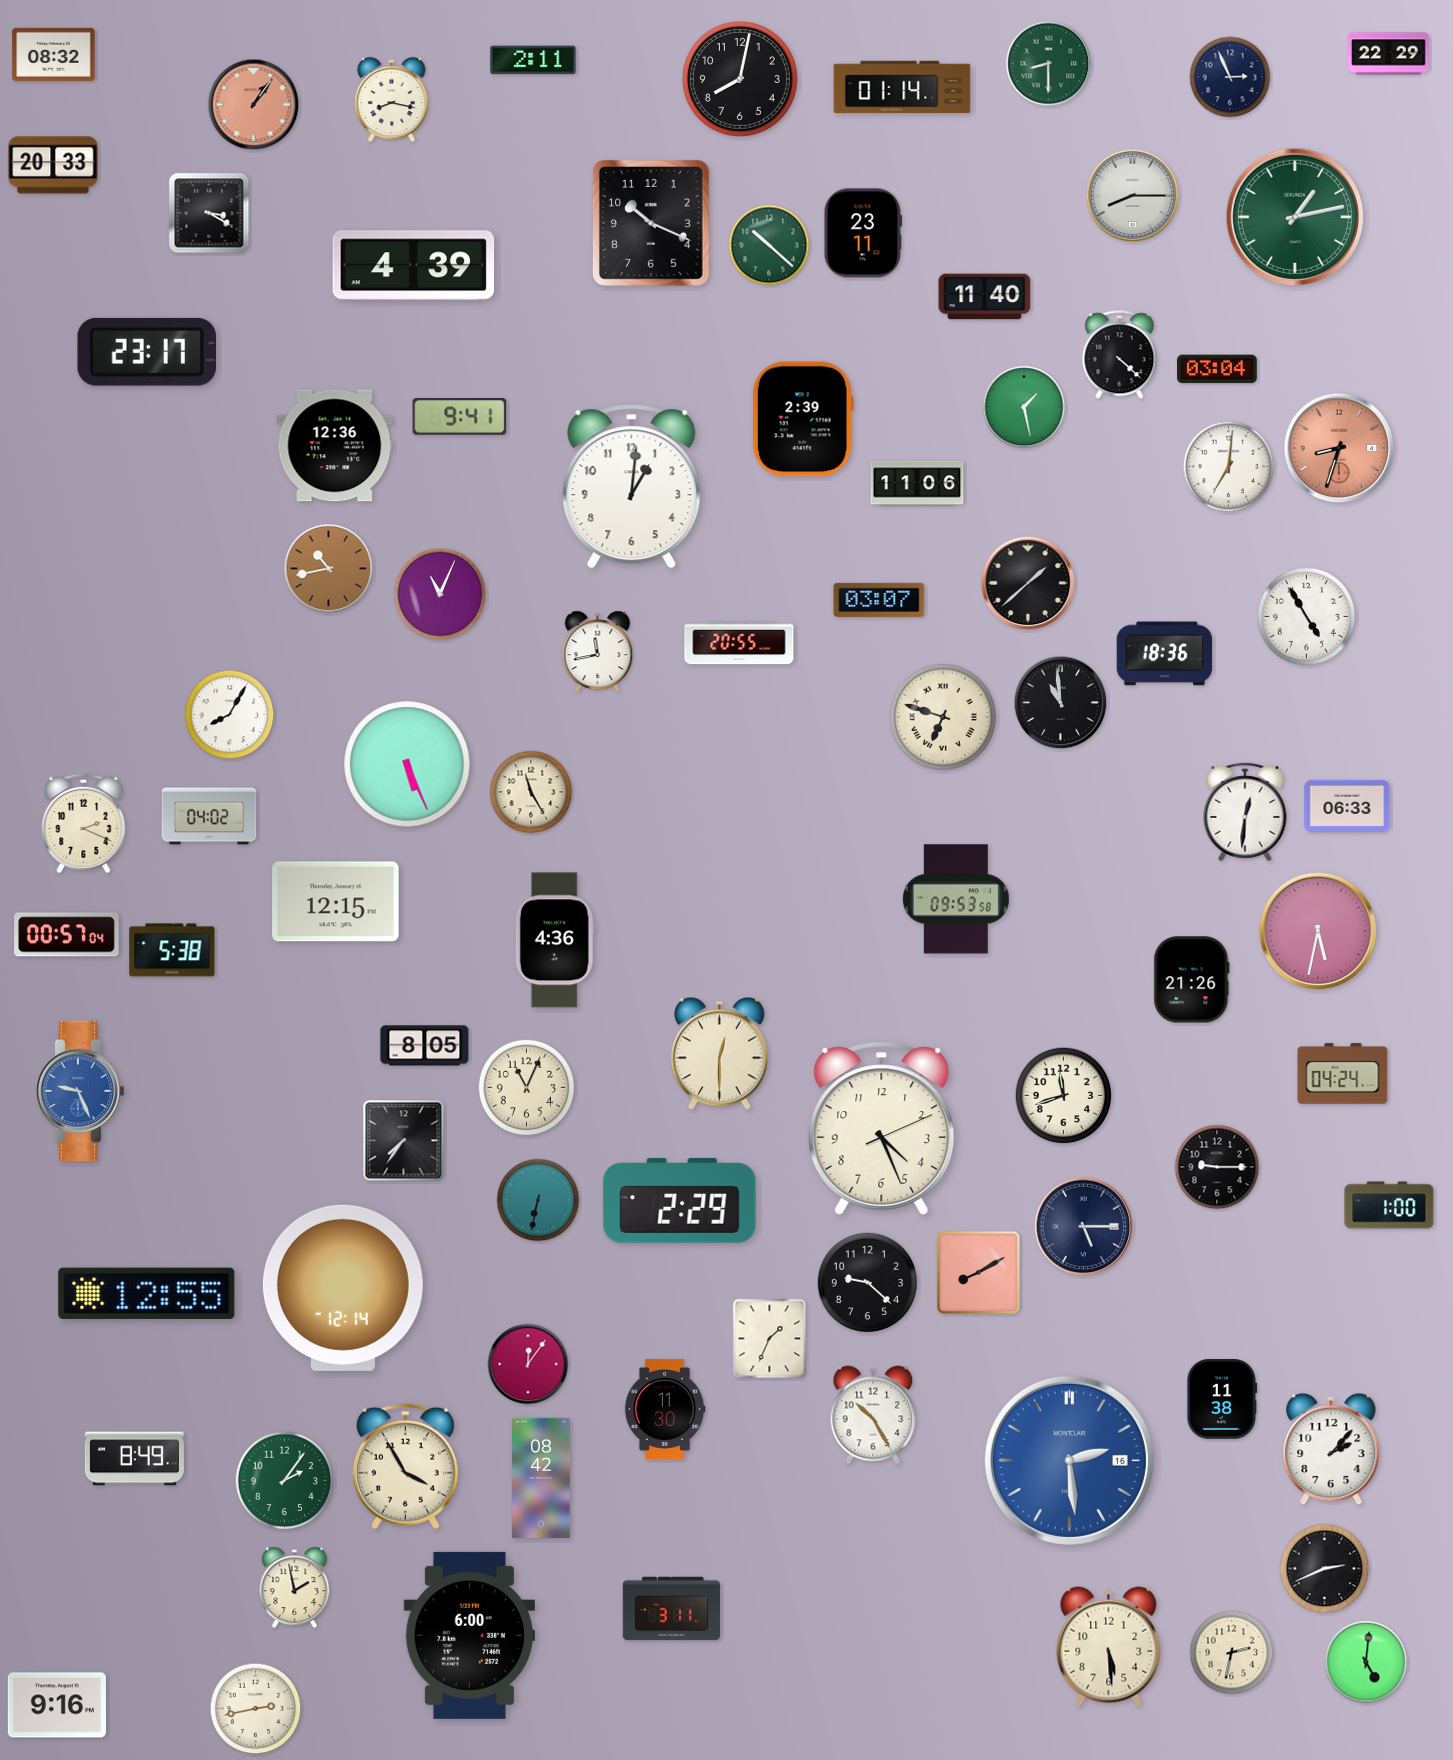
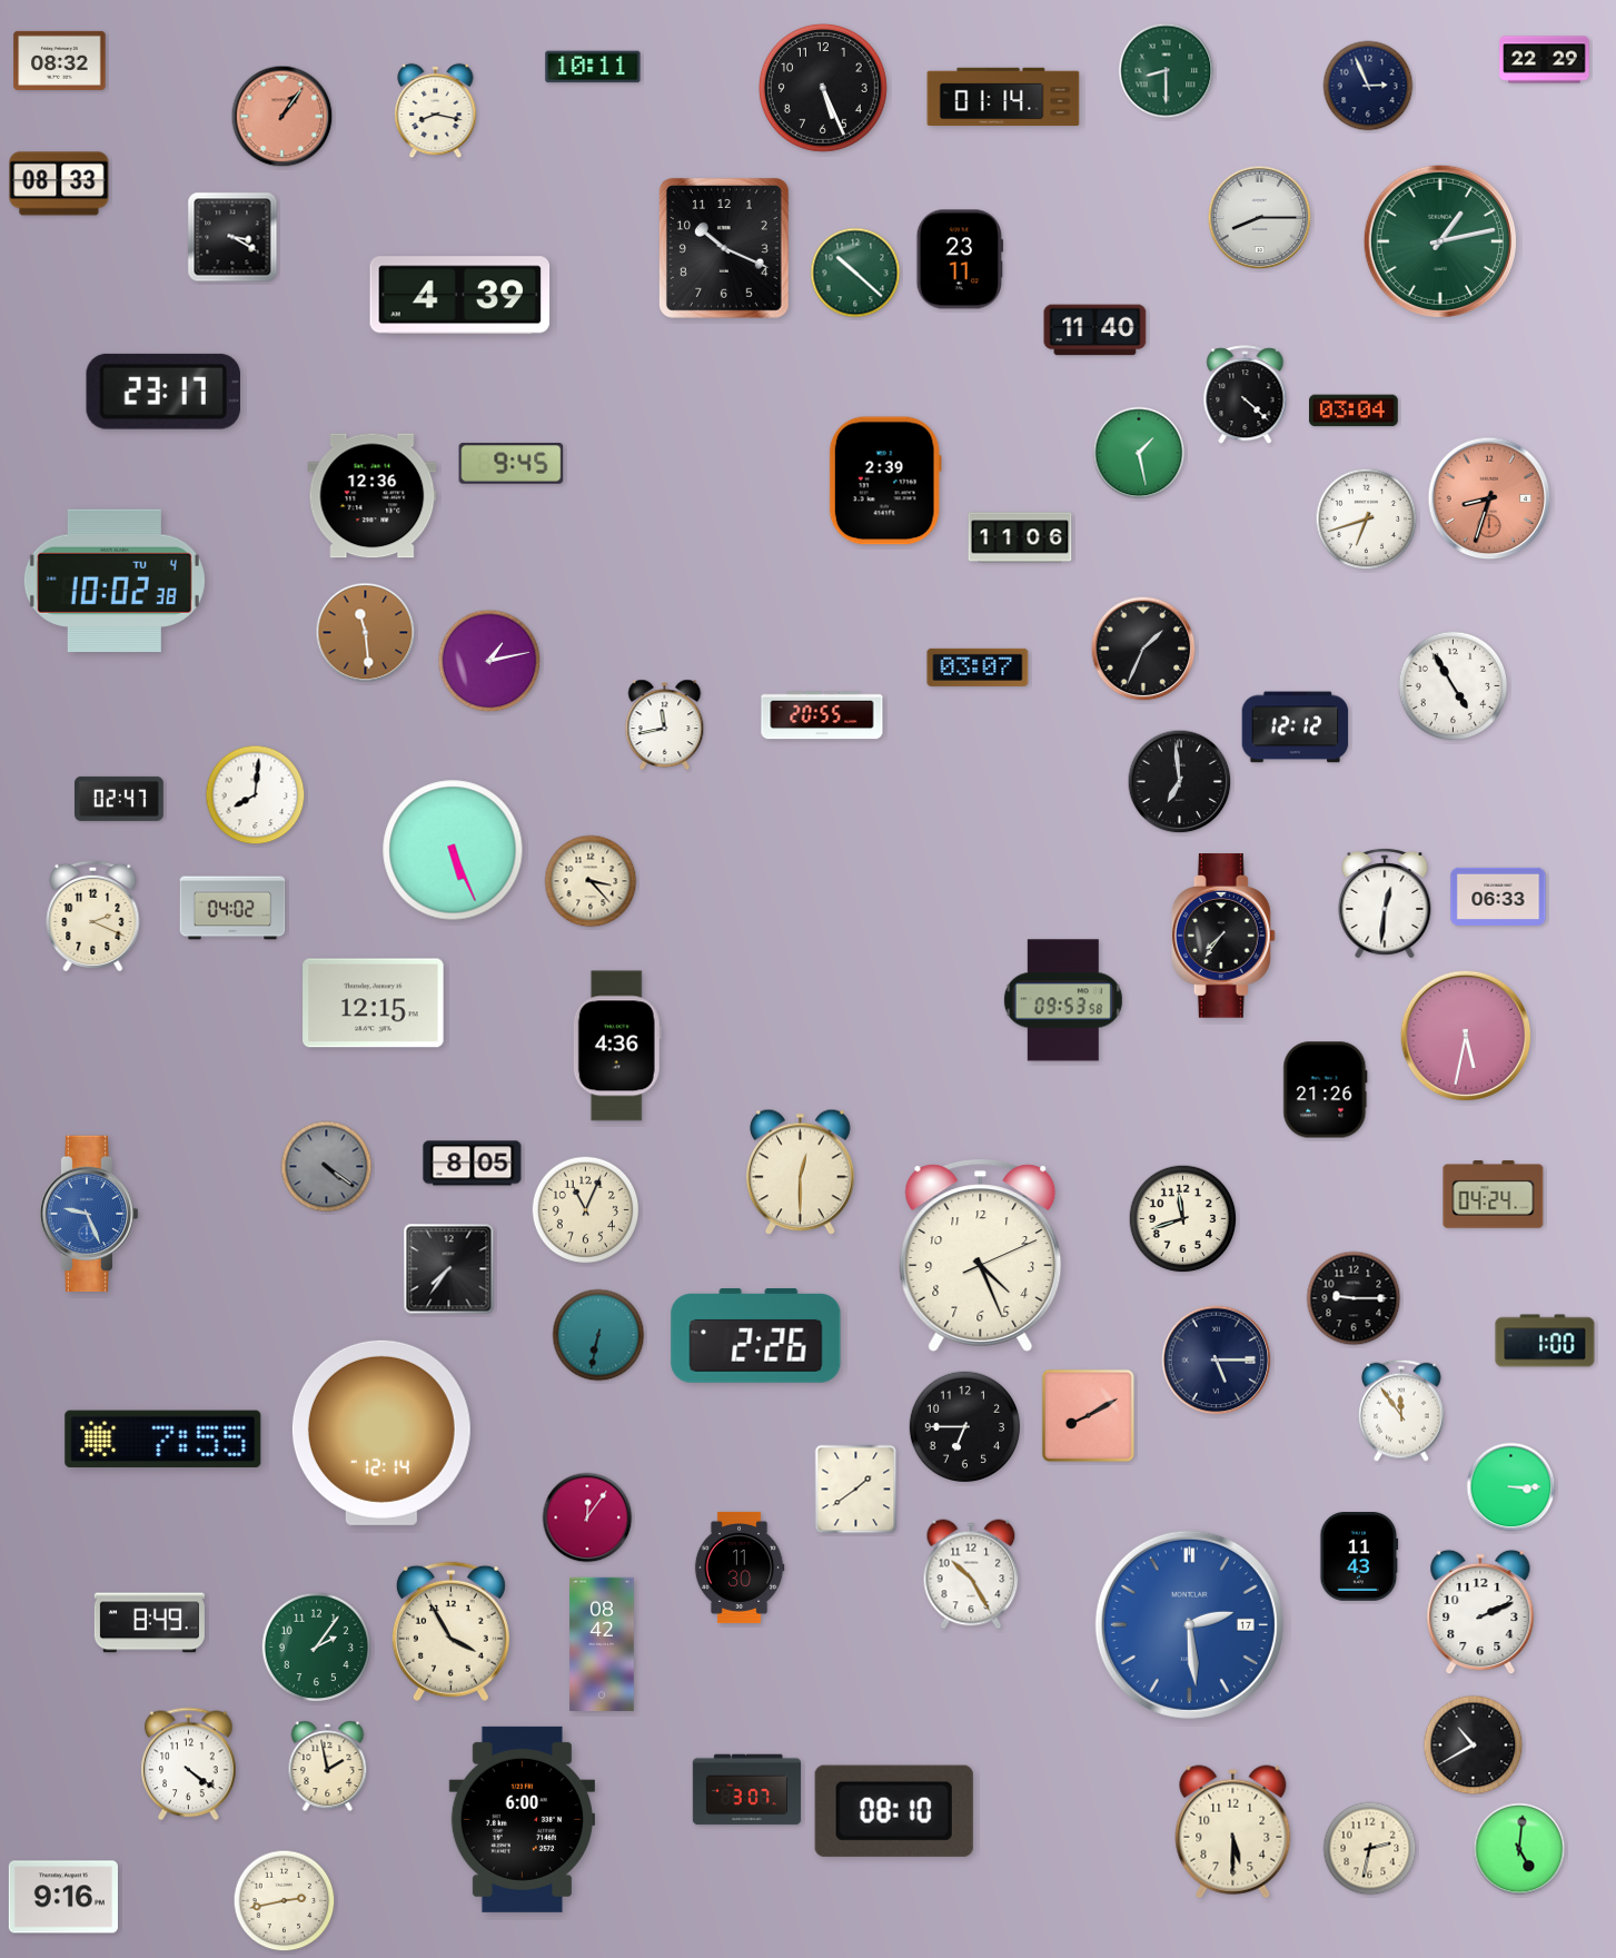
clock at (533, 60): 2:11 -> 10:11
clock at (740, 79): 8:02 -> 5:26
clock at (53, 165): 20:33 -> 08:33
clock at (460, 417): 9:41 -> 9:45
clock at (803, 419) position: (803, 419) -> (885, 481)
clock at (1229, 467): 7:01 -> 6:42
clock at (632, 487): 1:01 -> none
clock at (115, 581): none -> 10:02
clock at (329, 569): 10:43 -> 11:29
clock at (1028, 583): 1:38 -> 1:34
clock at (440, 594): 11:04 -> 1:13
clock at (1165, 654): 18:36 -> 12:12
clock at (1061, 703): 10:59 -> 6:59
clock at (230, 715): 8:05 -> 8:01
clock at (943, 717): 6:48 -> none
clock at (120, 799): none -> 02:47
clock at (531, 792): 11:25 -> 3:23
clock at (1223, 936): none -> 7:36
clock at (67, 935): 00:57 -> none
clock at (172, 950): 5:38 -> none
clock at (327, 1167): none -> 4:21
clock at (680, 1201): 2:29 -> 2:26
clock at (1084, 1227) position: (1084, 1227) -> (1217, 1361)
clock at (1402, 1411): none -> 11:54
clock at (867, 1282): 9:22 -> 6:45
clock at (147, 1293): 12:55 -> 7:55
clock at (1511, 1487): none -> 3:15
clock at (770, 1339): 1:34 -> 1:39
clock at (1222, 1400): 11:38 -> 11:43
clock at (1331, 1449): 2:07 -> 2:11
clock at (1069, 1460) date: 16 -> 17
clock at (1325, 1569): 2:41 -> 10:40
clock at (189, 1764): none -> 4:21
clock at (672, 1609): 3:11 -> 3:07
clock at (894, 1811): none -> 08:10
clock at (1109, 1647): 5:29 -> 5:30
clock at (1232, 1653) position: (1232, 1653) -> (1370, 1849)
